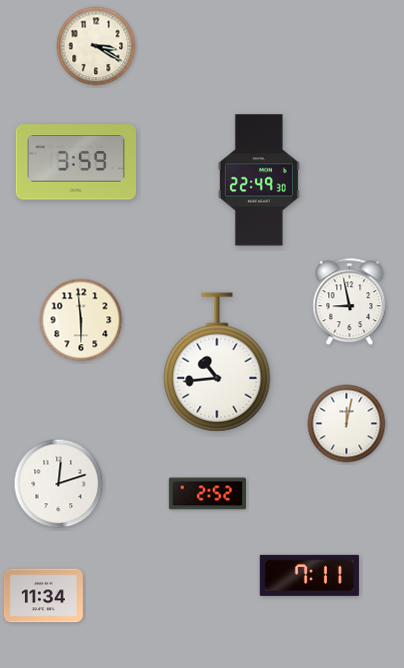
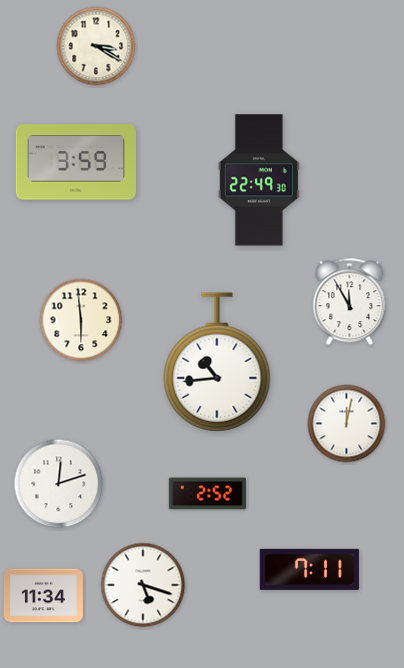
clock at (350, 302): 8:58 -> 11:55
clock at (309, 575) position: (309, 575) -> (309, 569)
clock at (143, 585): none -> 5:18
